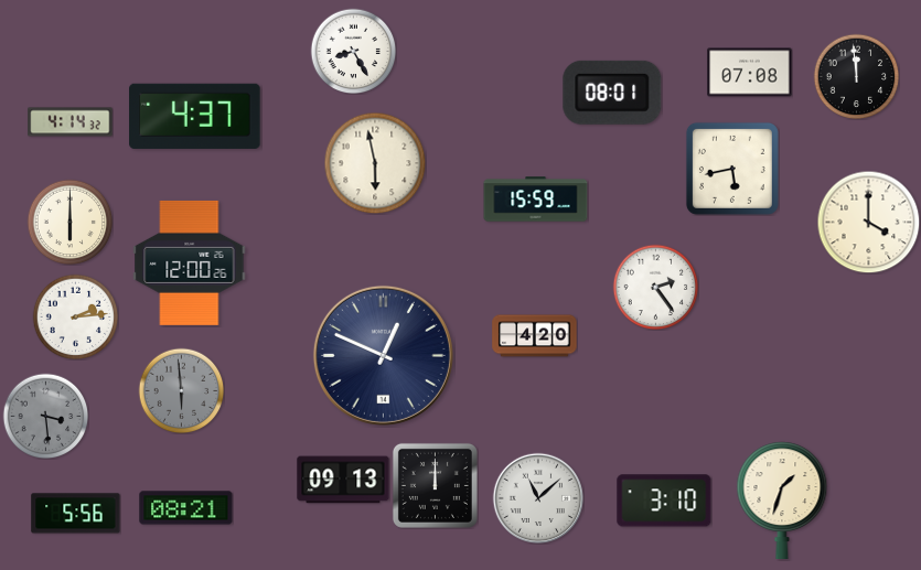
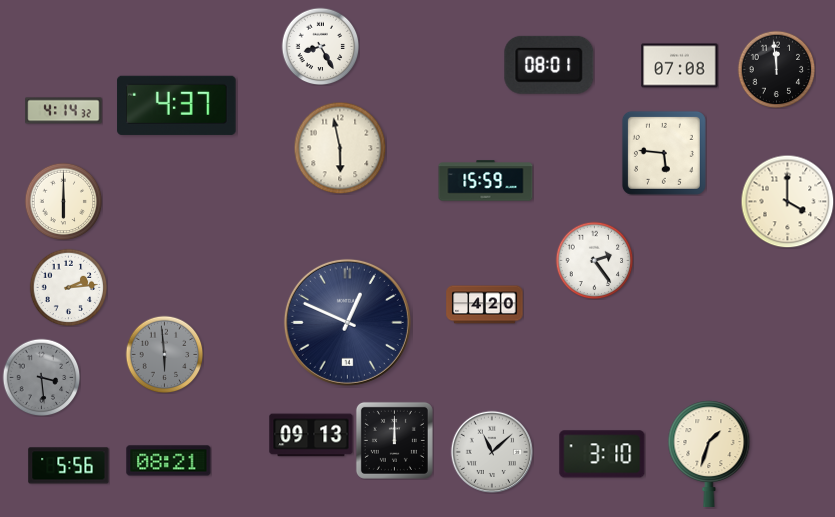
clock at (612, 93) position: (612, 93) -> (549, 65)
clock at (732, 169): 5:43 -> 5:46
clock at (190, 262): 12:00 -> none
clock at (538, 498) position: (538, 498) -> (492, 452)
